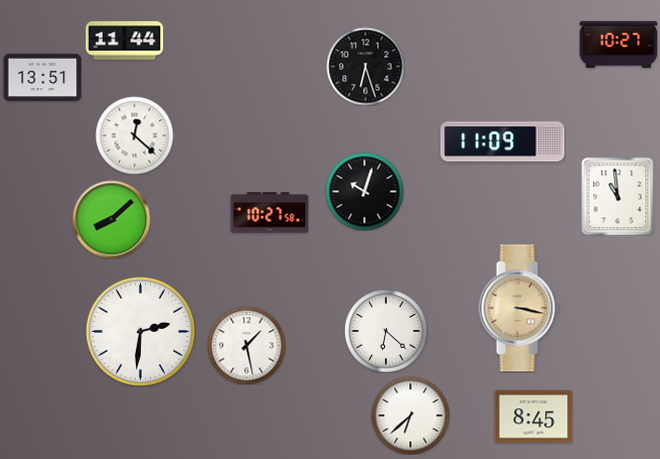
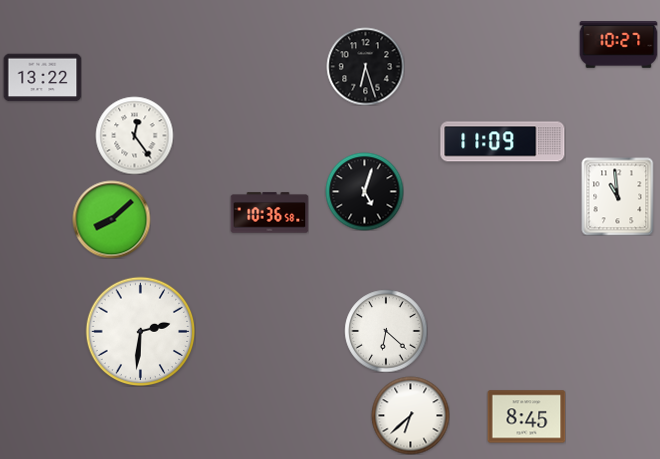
clock at (124, 41): 11:44 -> none
clock at (42, 78): 13:51 -> 13:22
clock at (134, 135): 12:22 -> 12:24
clock at (364, 191): 10:03 -> 5:03
clock at (269, 213): 10:27 -> 10:36
clock at (519, 308): 3:17 -> none
clock at (246, 345): 1:28 -> none
clock at (533, 417) position: (533, 417) -> (526, 417)
